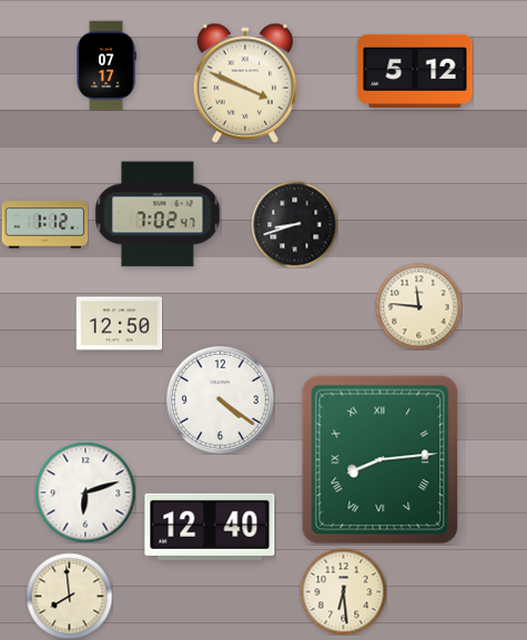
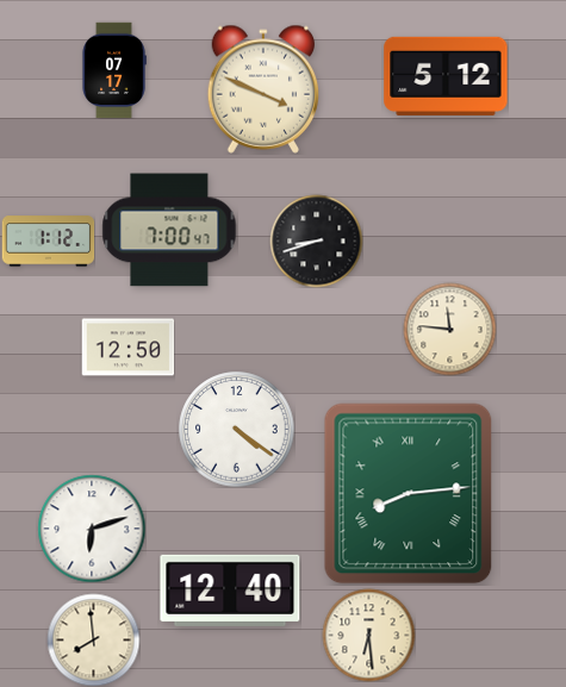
clock at (158, 214): 7:02 -> 7:00
clock at (210, 527) position: (210, 527) -> (230, 591)
clock at (69, 596) position: (69, 596) -> (93, 639)
